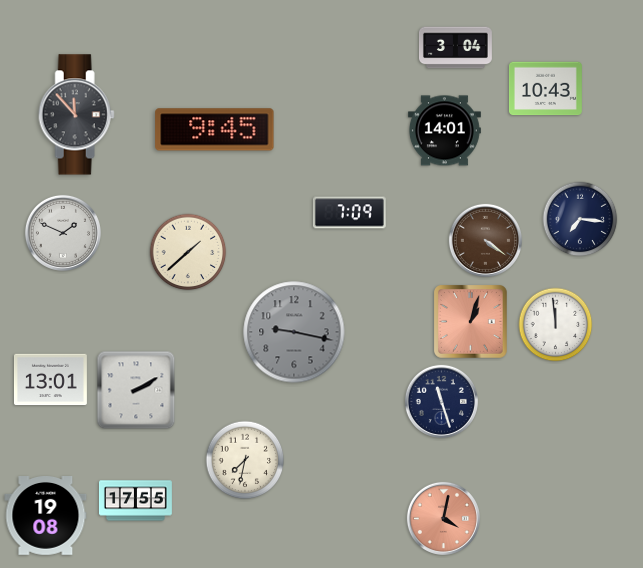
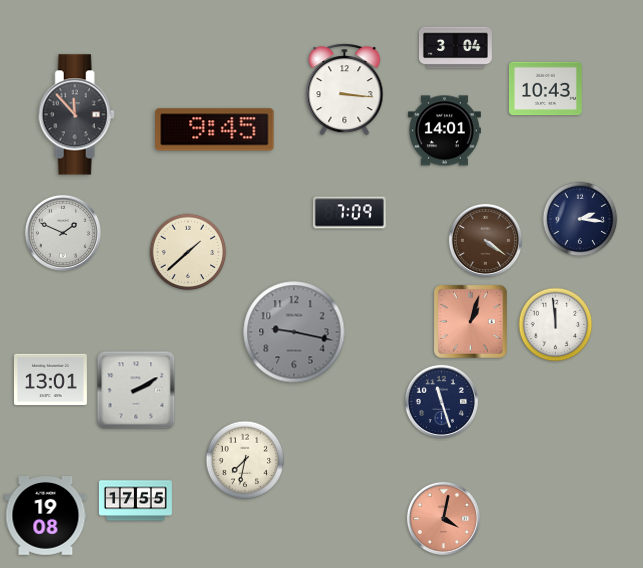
clock at (345, 90): none -> 3:16
clock at (580, 219): 7:16 -> 2:16
